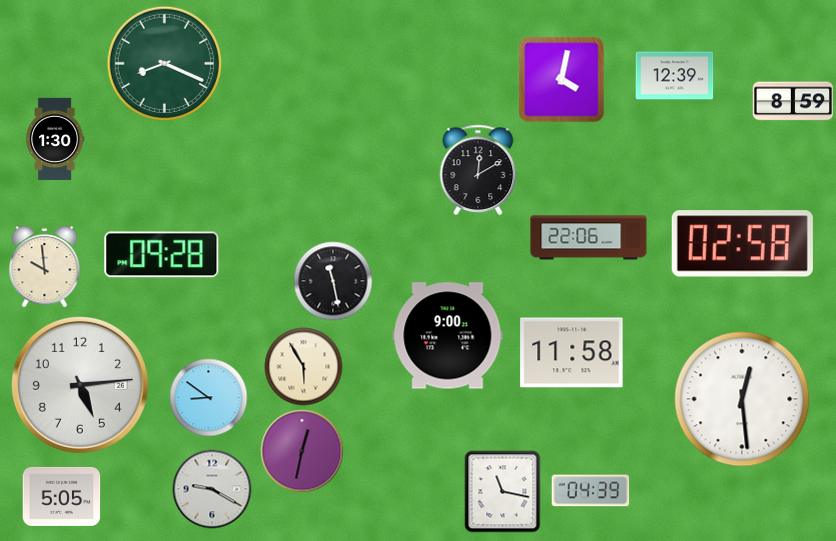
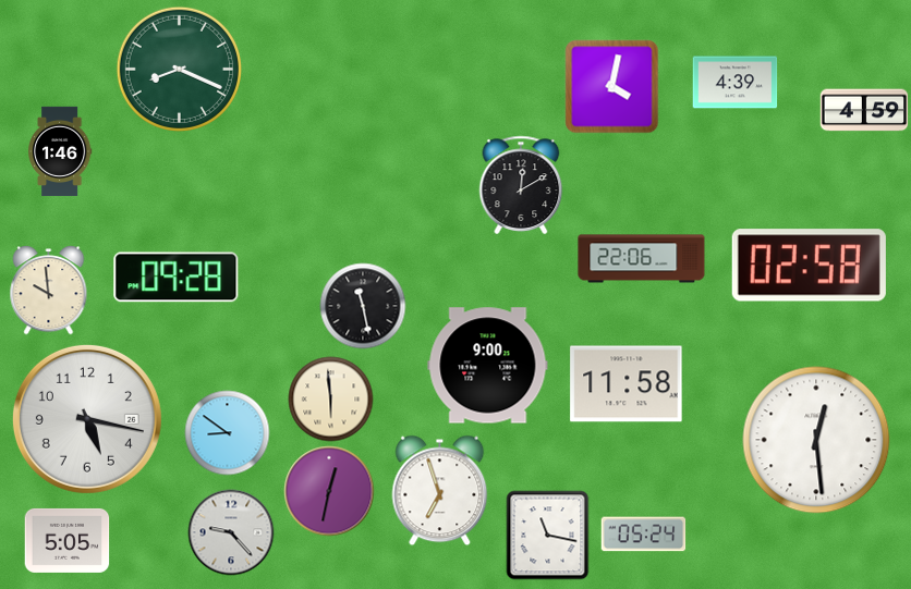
clock at (674, 76): 12:39 -> 4:39
clock at (793, 101): 8:59 -> 4:59
clock at (55, 139): 1:30 -> 1:46
clock at (572, 353) position: (572, 353) -> (627, 384)
clock at (303, 366): 5:55 -> 5:59
clock at (80, 385): 5:14 -> 5:17
clock at (742, 399) position: (742, 399) -> (816, 440)
clock at (440, 490): none -> 6:57
clock at (212, 489): 9:20 -> 9:23
clock at (590, 491): 04:39 -> 05:24
